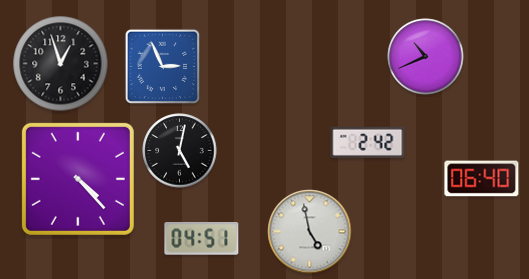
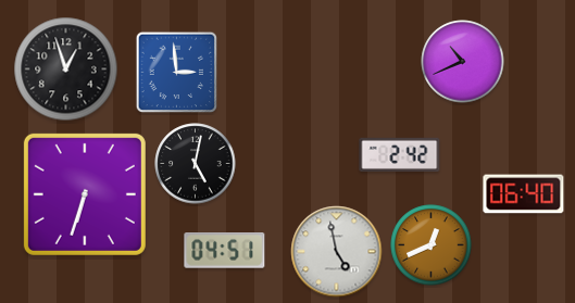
clock at (163, 67): 2:56 -> 2:59
clock at (78, 179): 4:23 -> 6:33
clock at (432, 245): none -> 12:41
clock at (202, 239) position: (202, 239) -> (225, 251)
